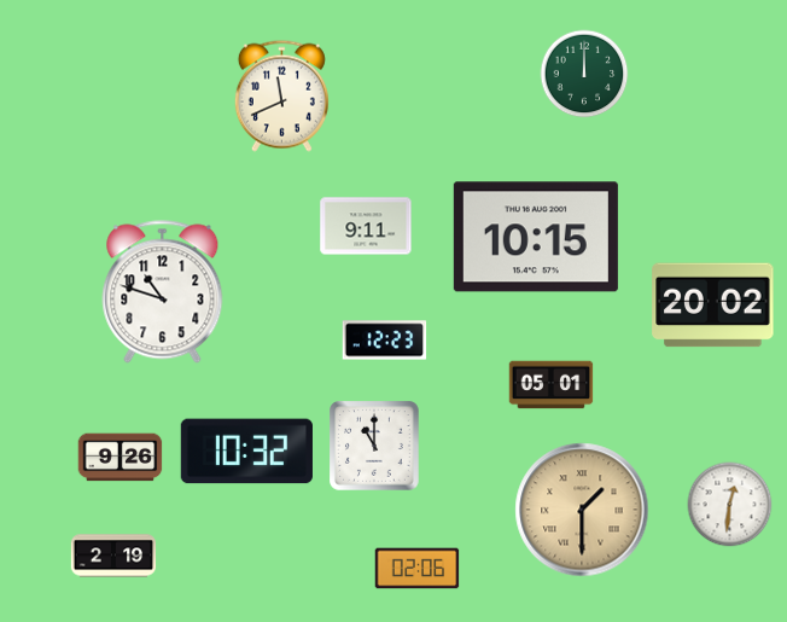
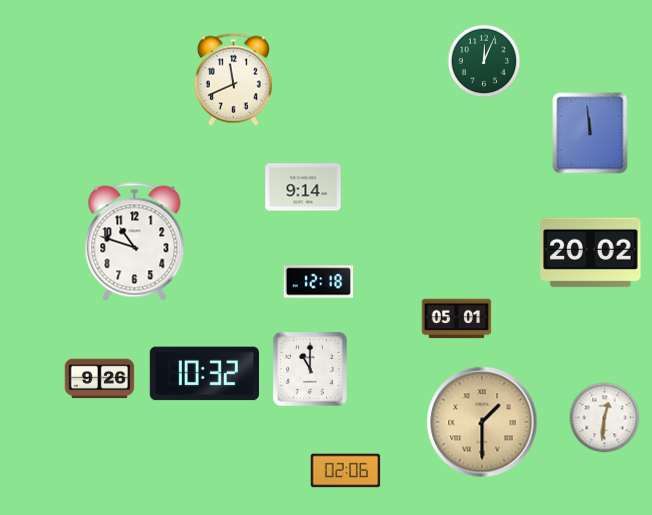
clock at (584, 74): 12:00 -> 12:04
clock at (590, 133): none -> 11:59
clock at (366, 226): 9:11 -> 9:14
clock at (536, 237): 10:15 -> none
clock at (385, 341): 12:23 -> 12:18
clock at (113, 556): 2:19 -> none
